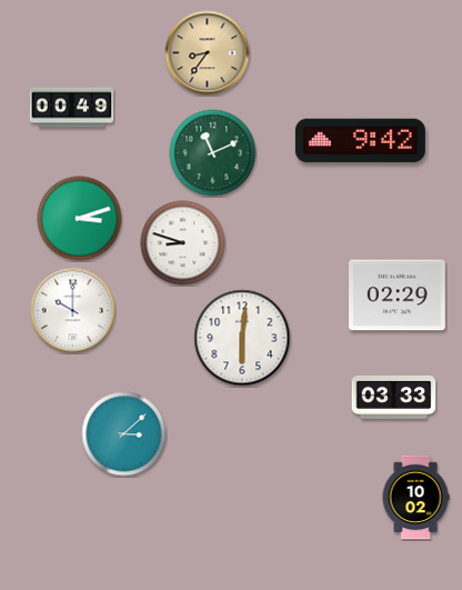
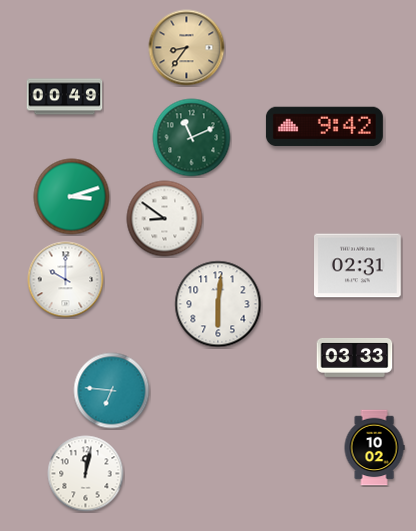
clock at (183, 243): 8:48 -> 8:51
clock at (398, 296): 02:29 -> 02:31
clock at (124, 434): 3:08 -> 6:46
clock at (86, 474): none -> 12:02
